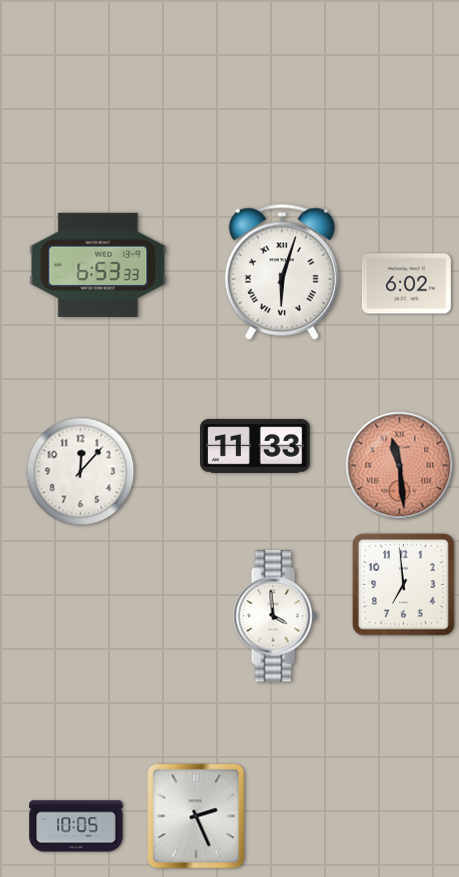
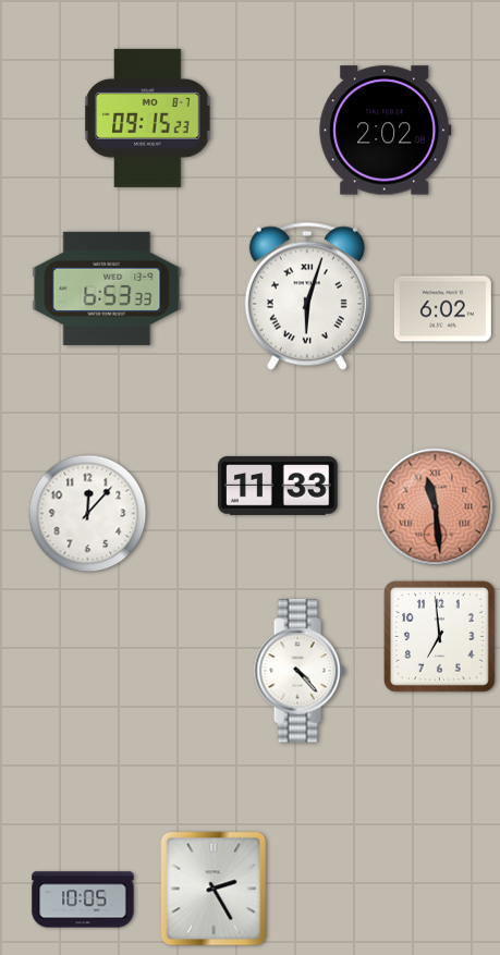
clock at (148, 118): none -> 09:15
clock at (386, 131): none -> 2:02
clock at (275, 616): 3:59 -> 4:23
clock at (196, 816): 2:26 -> 2:25
